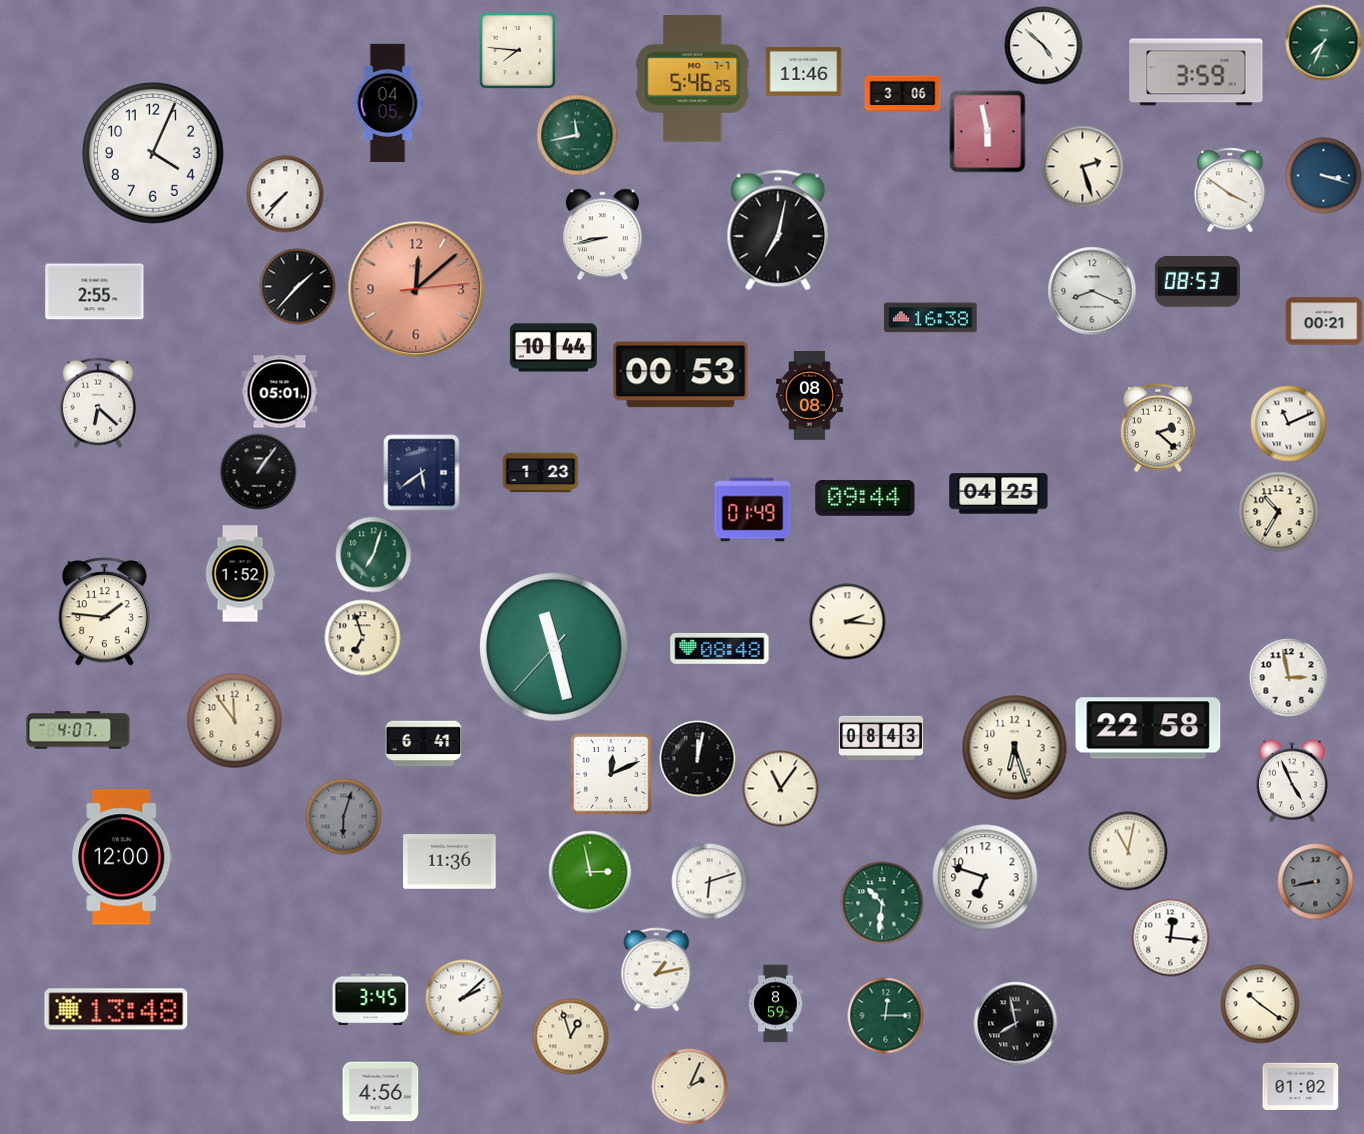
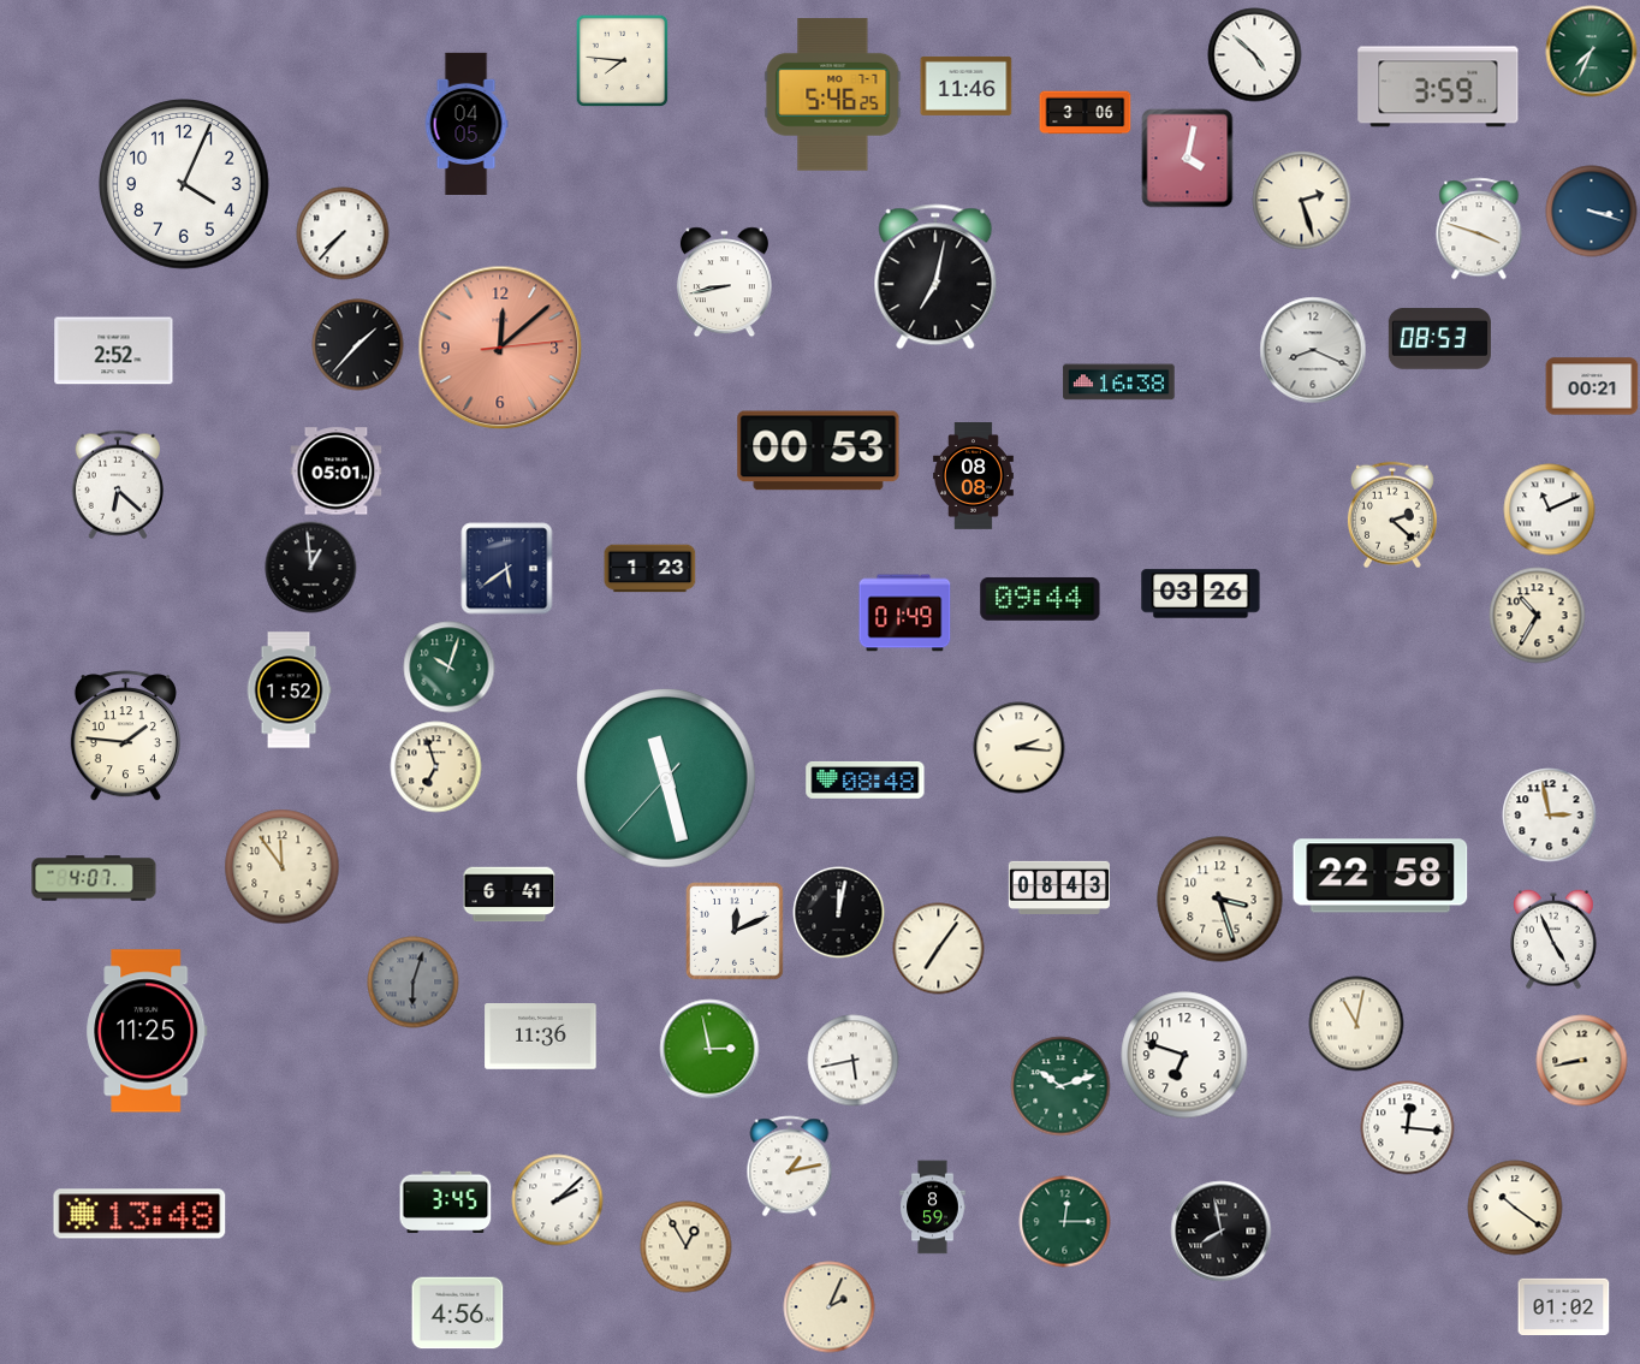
clock at (988, 132): 5:58 -> 4:02
clock at (577, 135): 11:43 -> none
clock at (1230, 190): 3:51 -> 3:48
clock at (95, 292): 2:55 -> 2:52
clock at (553, 348): 10:44 -> none
clock at (259, 472): 1:06 -> 12:59
clock at (999, 494): 04:25 -> 03:26
clock at (374, 555): 7:03 -> 10:03
clock at (1015, 748): 6:27 -> 3:27
clock at (781, 789): 11:06 -> 7:06
clock at (122, 857): 12:00 -> 11:25
clock at (710, 882): 6:12 -> 5:43
clock at (1316, 882) dial: grey -> cream
clock at (882, 903): 10:31 -> 10:12
clock at (571, 1037): 12:57 -> 12:55
